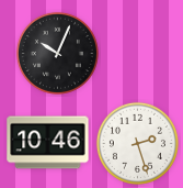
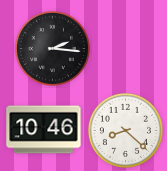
clock at (57, 53): 10:04 -> 2:16
clock at (137, 143): 2:27 -> 8:22
